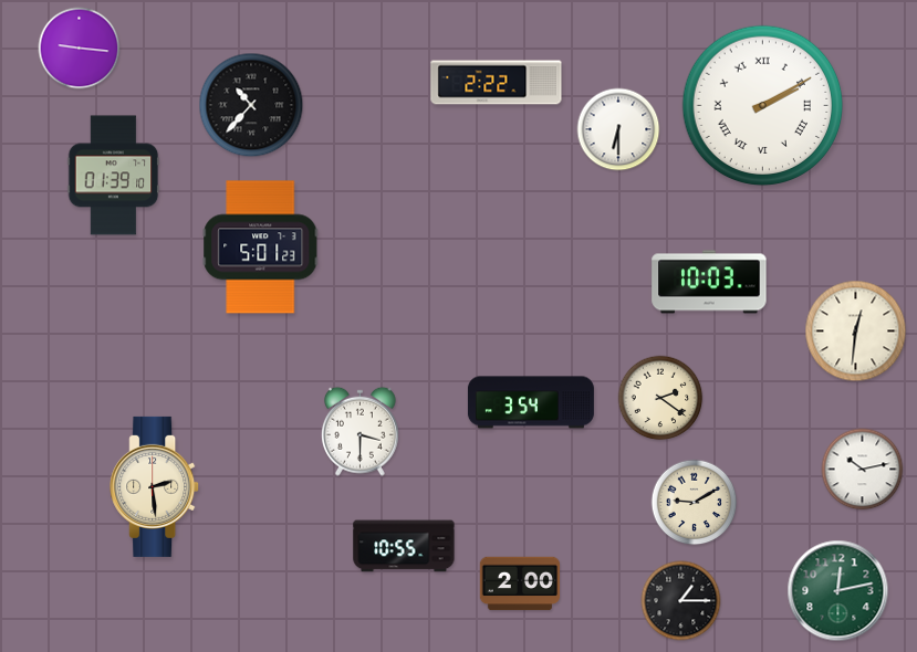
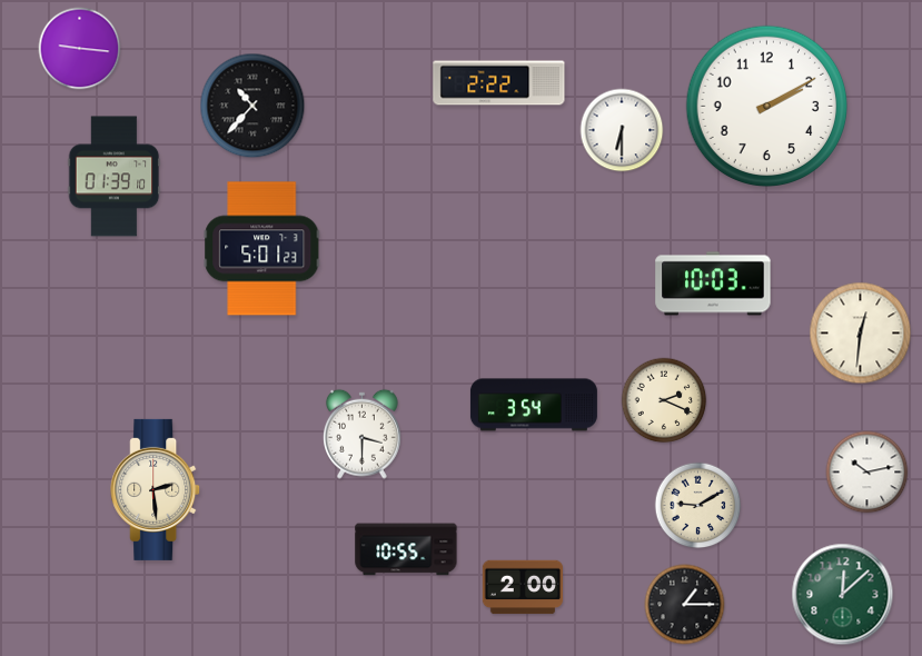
clock at (763, 106) numerals: Roman -> Arabic
clock at (660, 398): 2:21 -> 2:19
clock at (838, 591): 12:13 -> 12:08
